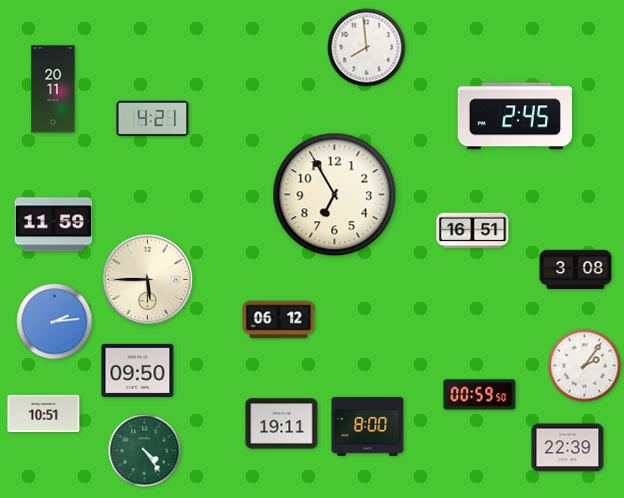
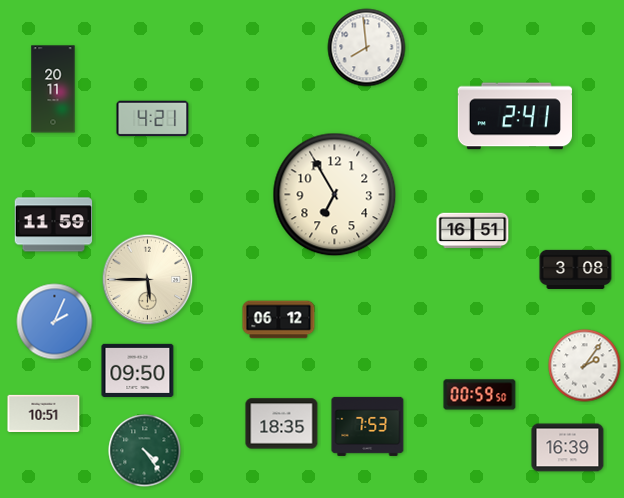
clock at (515, 116): 2:45 -> 2:41
clock at (55, 322): 2:14 -> 2:04
clock at (282, 424): 19:11 -> 18:35
clock at (368, 426): 8:00 -> 7:53
clock at (568, 448): 22:39 -> 16:39
